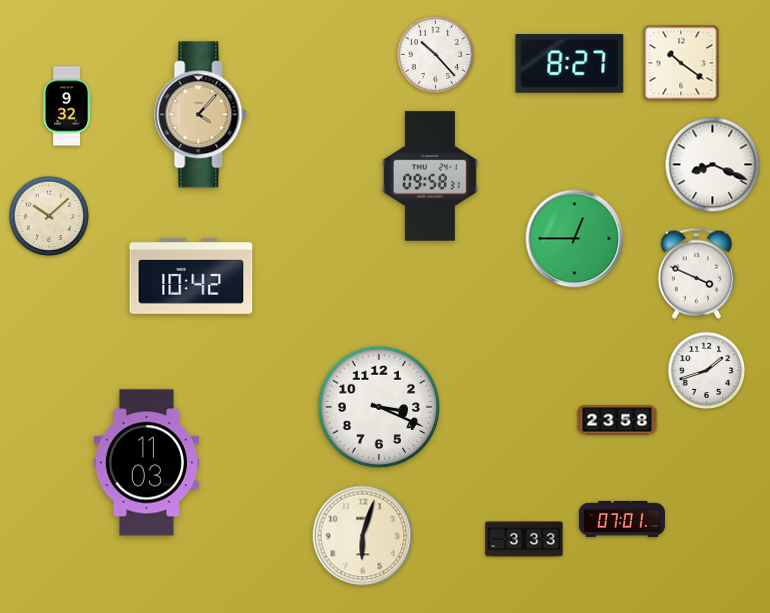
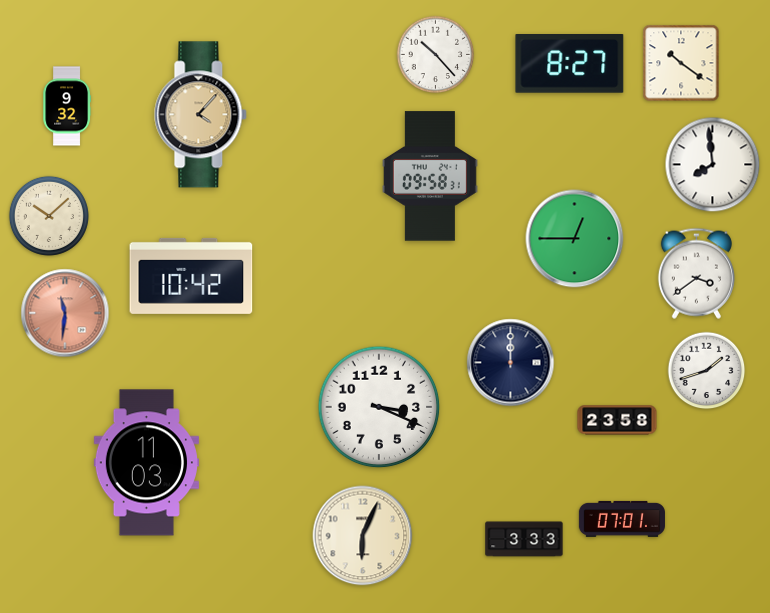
clock at (713, 165): 8:19 -> 7:59
clock at (696, 273): 3:49 -> 3:39
clock at (65, 313): none -> 11:31
clock at (511, 363): none -> 12:00
clock at (363, 536): 6:03 -> 6:04
